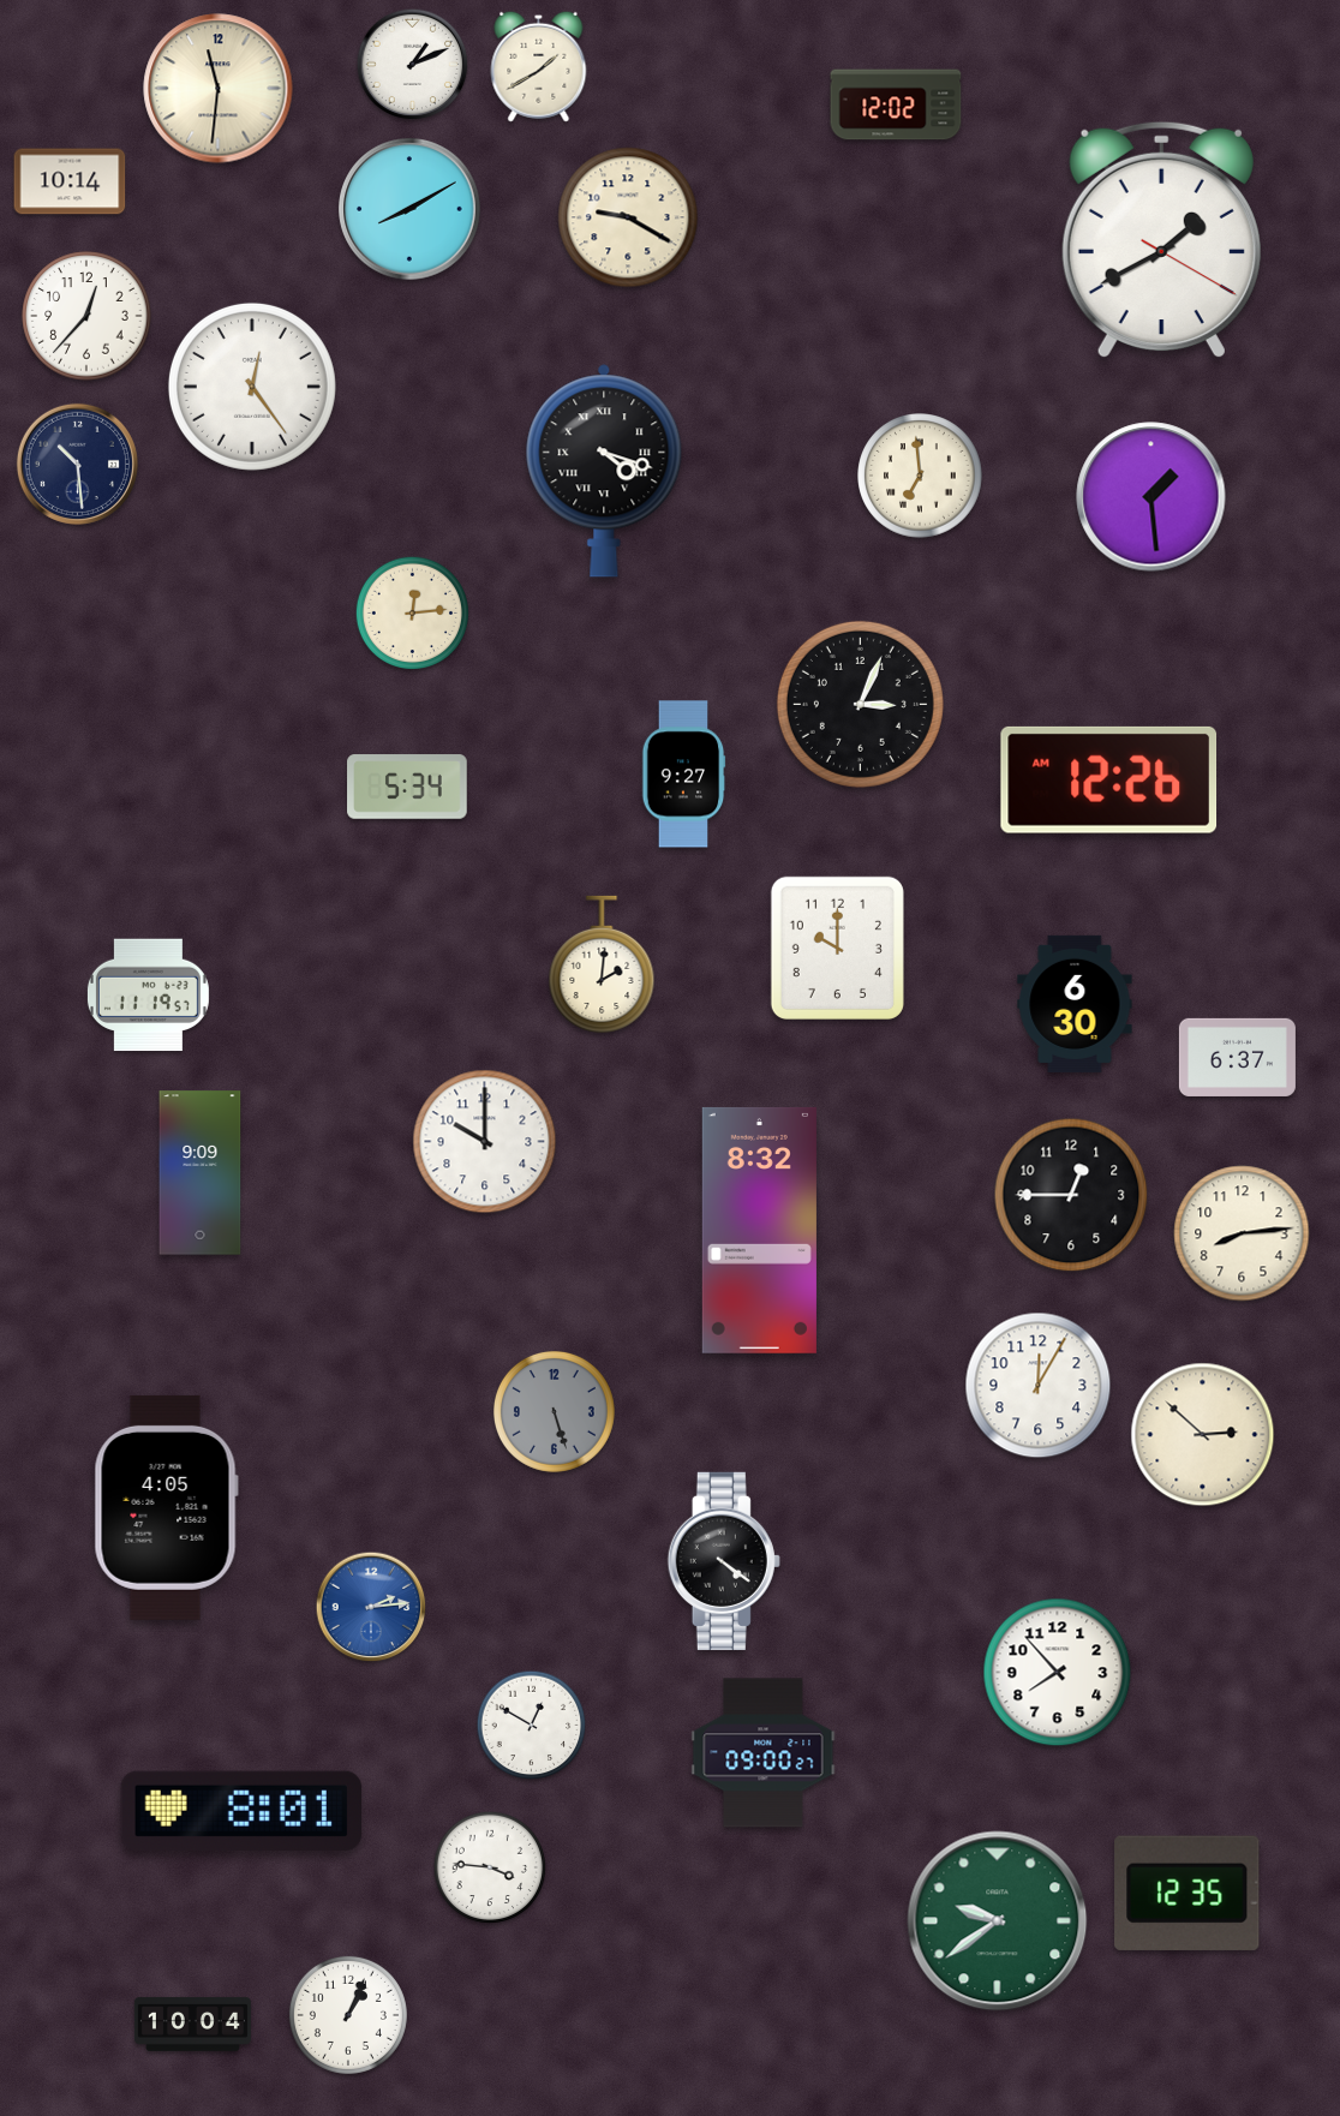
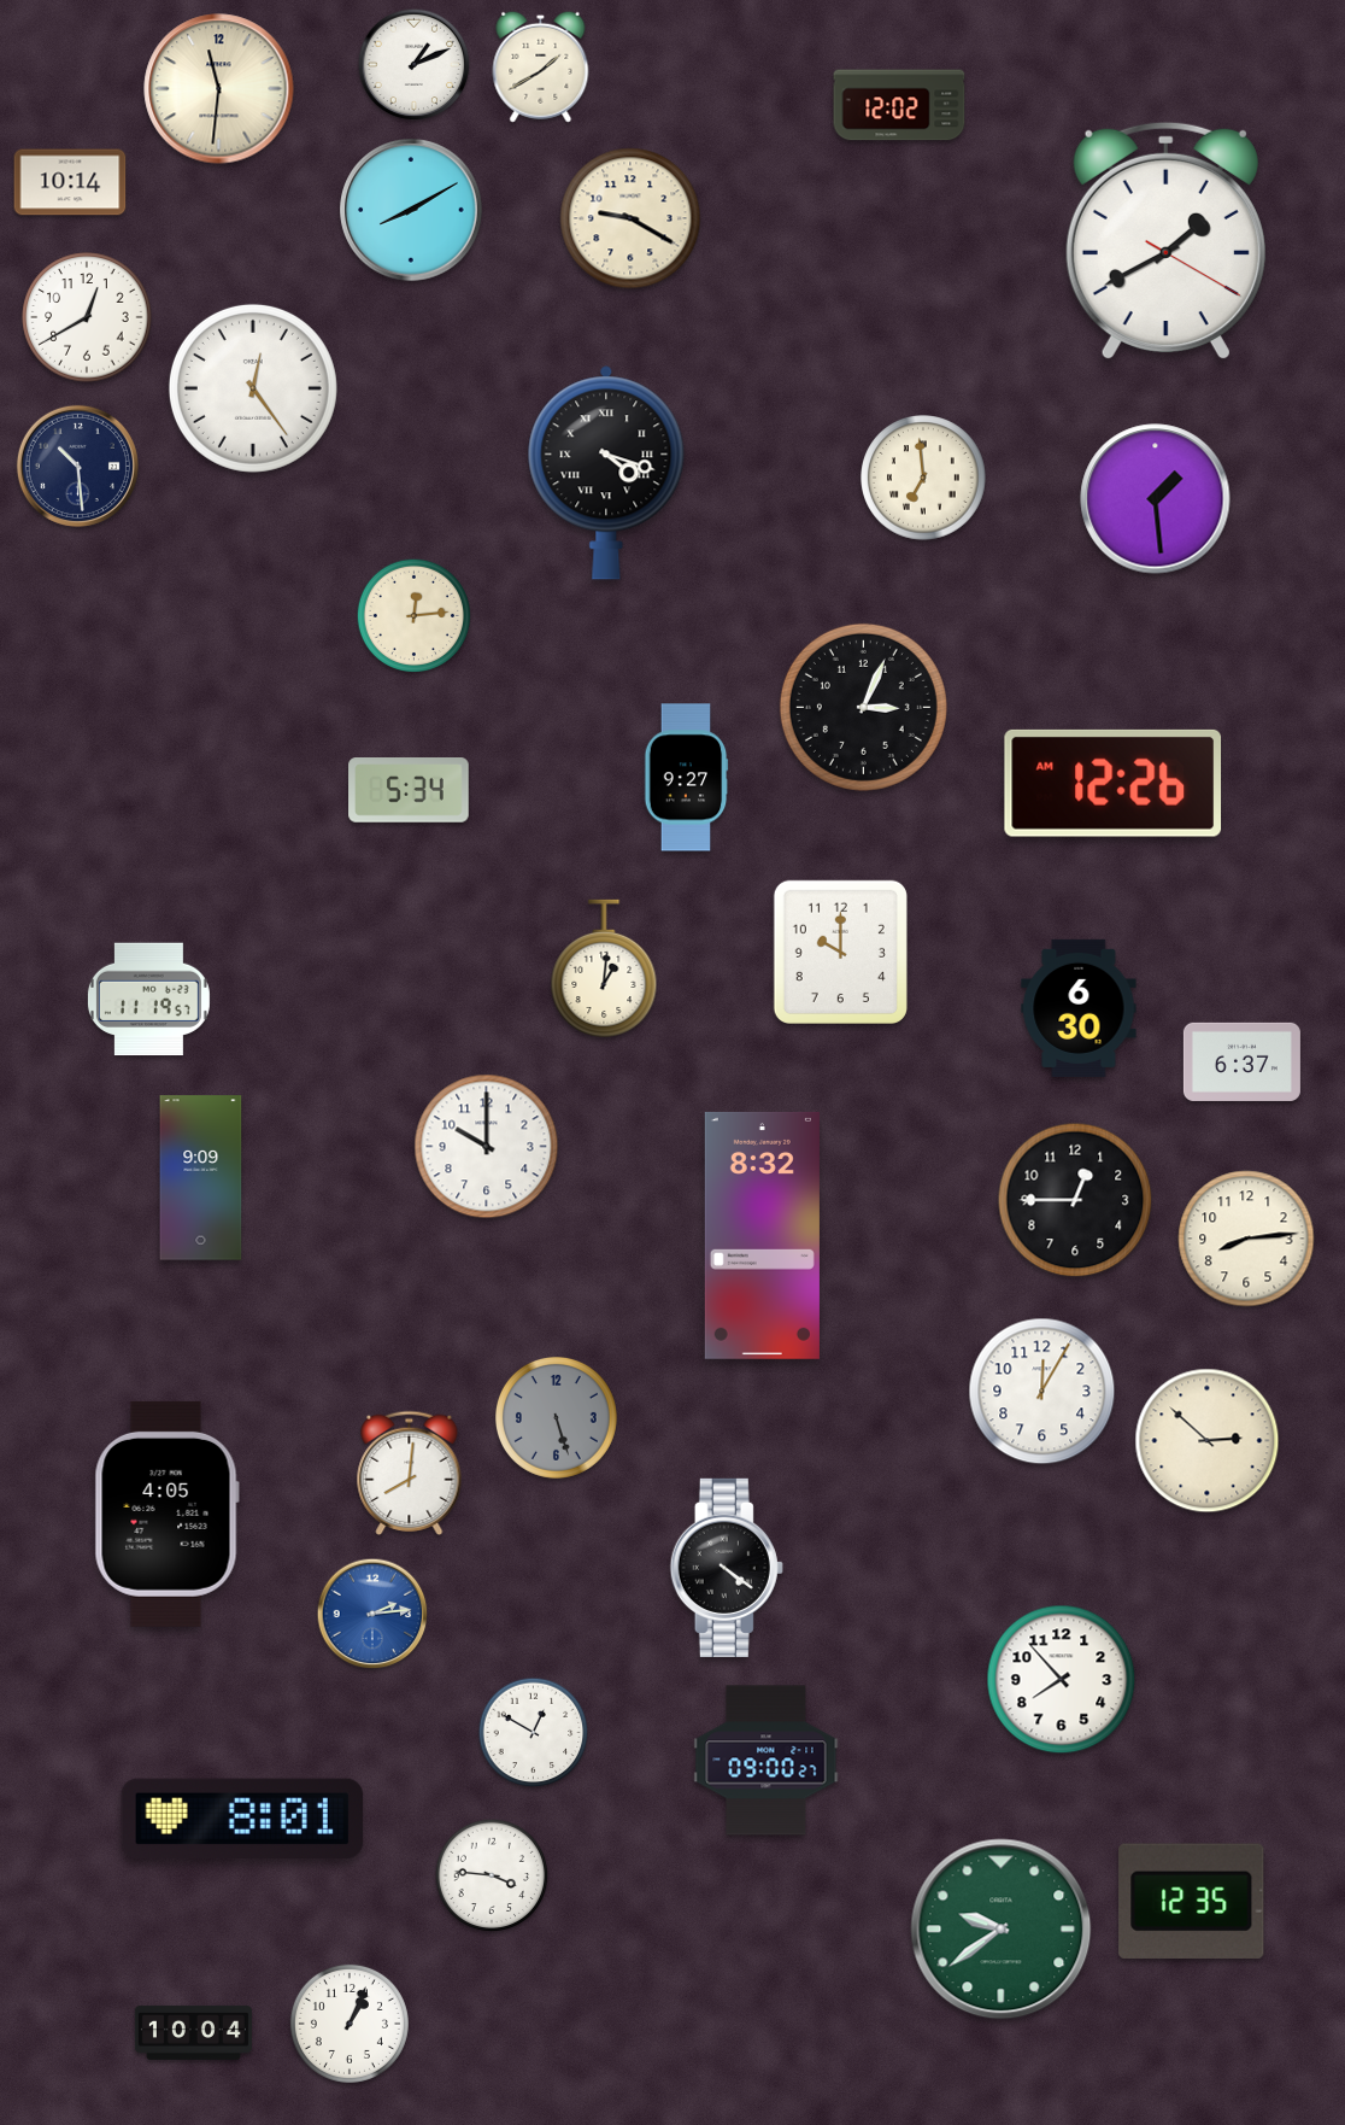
clock at (86, 316): 12:37 -> 12:40
clock at (602, 963): 2:01 -> 1:01
clock at (410, 1473): none -> 8:01
